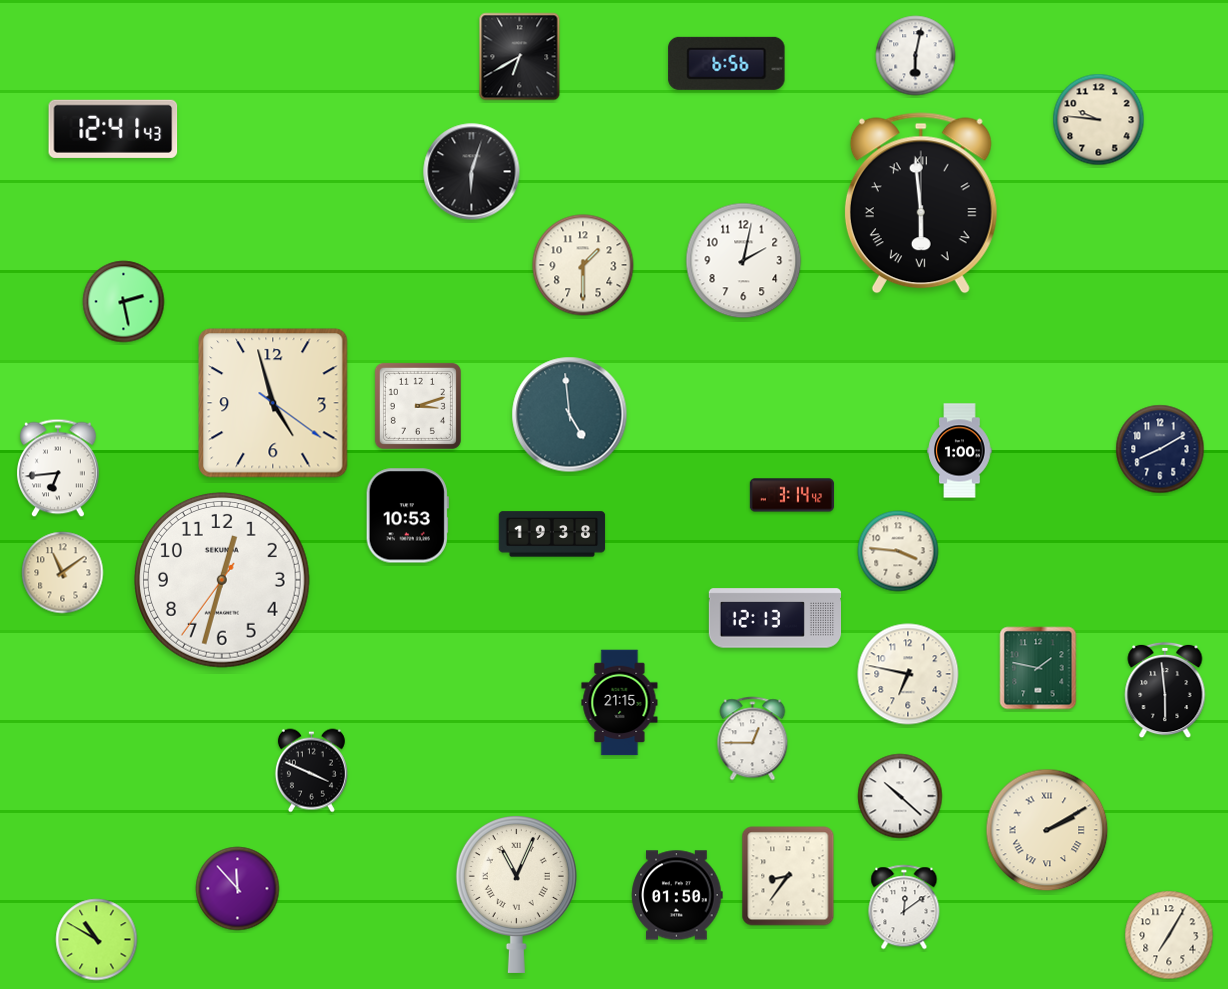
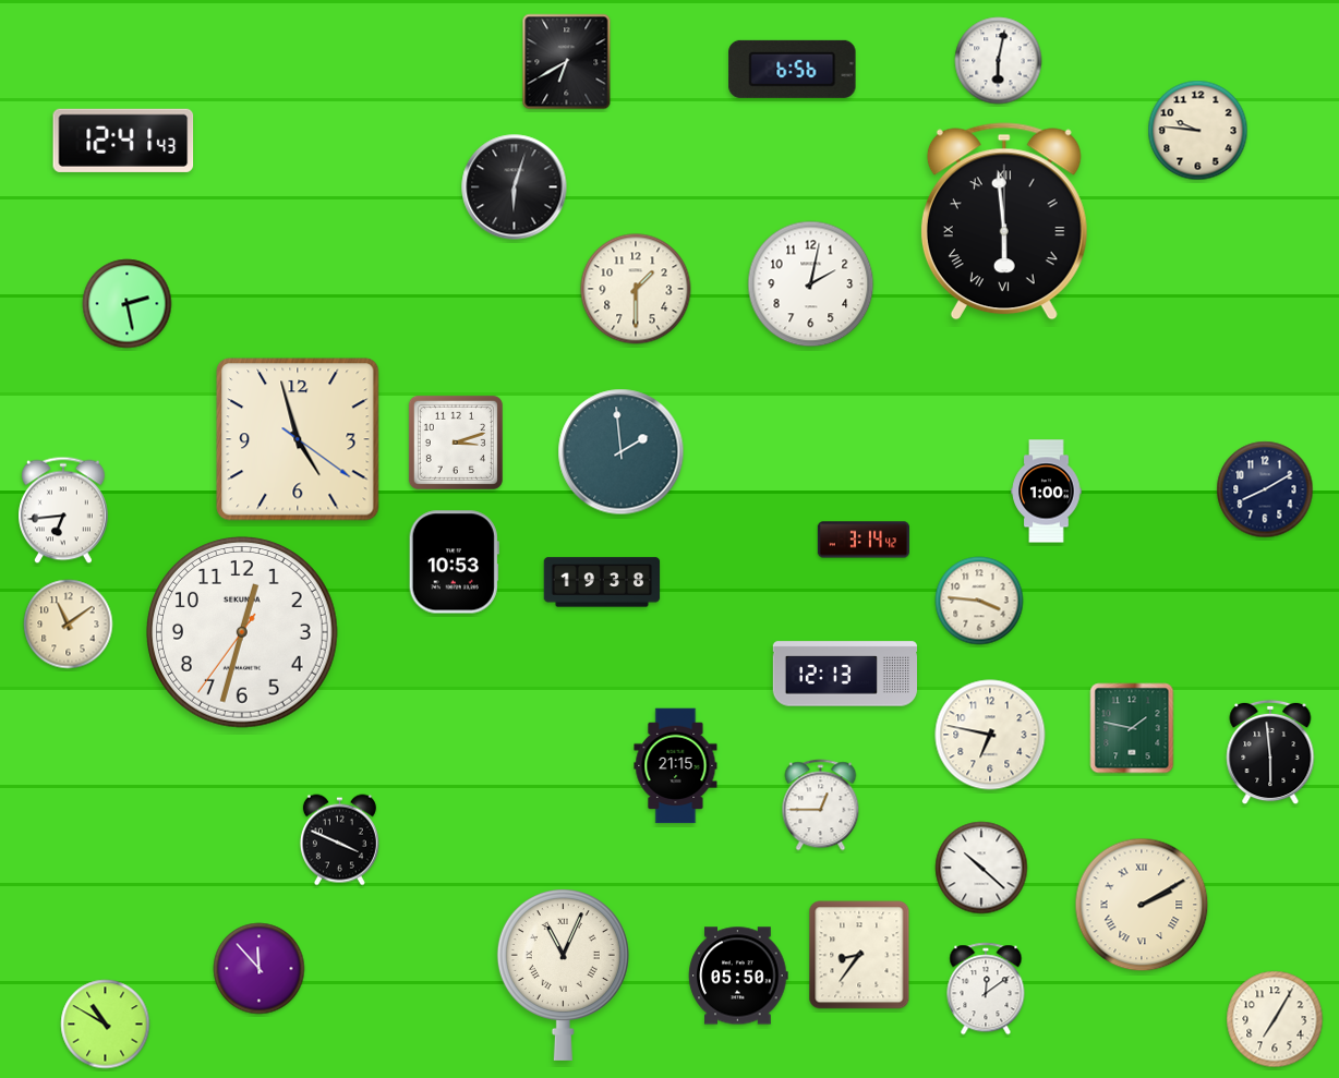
clock at (124, 302) position: (124, 302) -> (128, 304)
clock at (570, 415): 4:59 -> 1:59
clock at (407, 516) position: (407, 516) -> (454, 562)
clock at (677, 895): 01:50 -> 05:50
